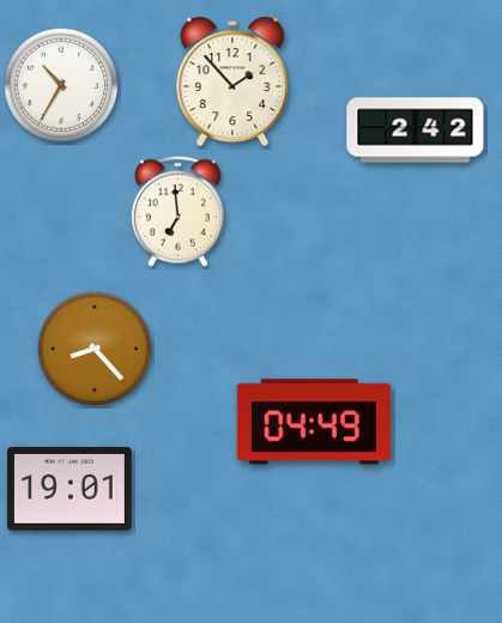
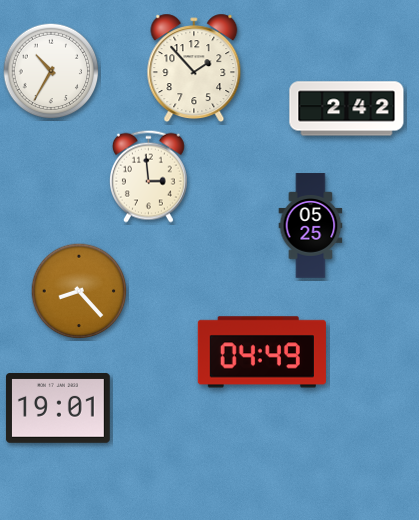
clock at (177, 211): 6:59 -> 2:59
clock at (311, 226): none -> 05:25
